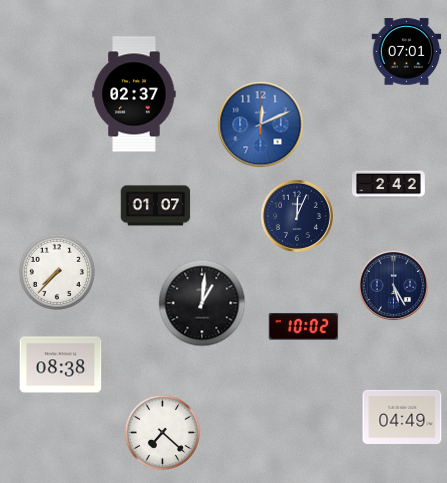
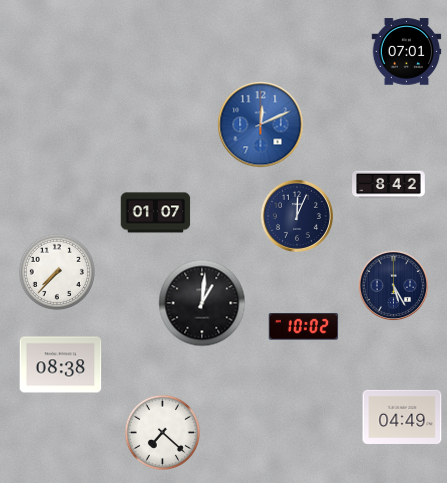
clock at (134, 94): 02:37 -> none
clock at (389, 185): 2:42 -> 8:42
clock at (156, 206) position: (156, 206) -> (156, 213)
